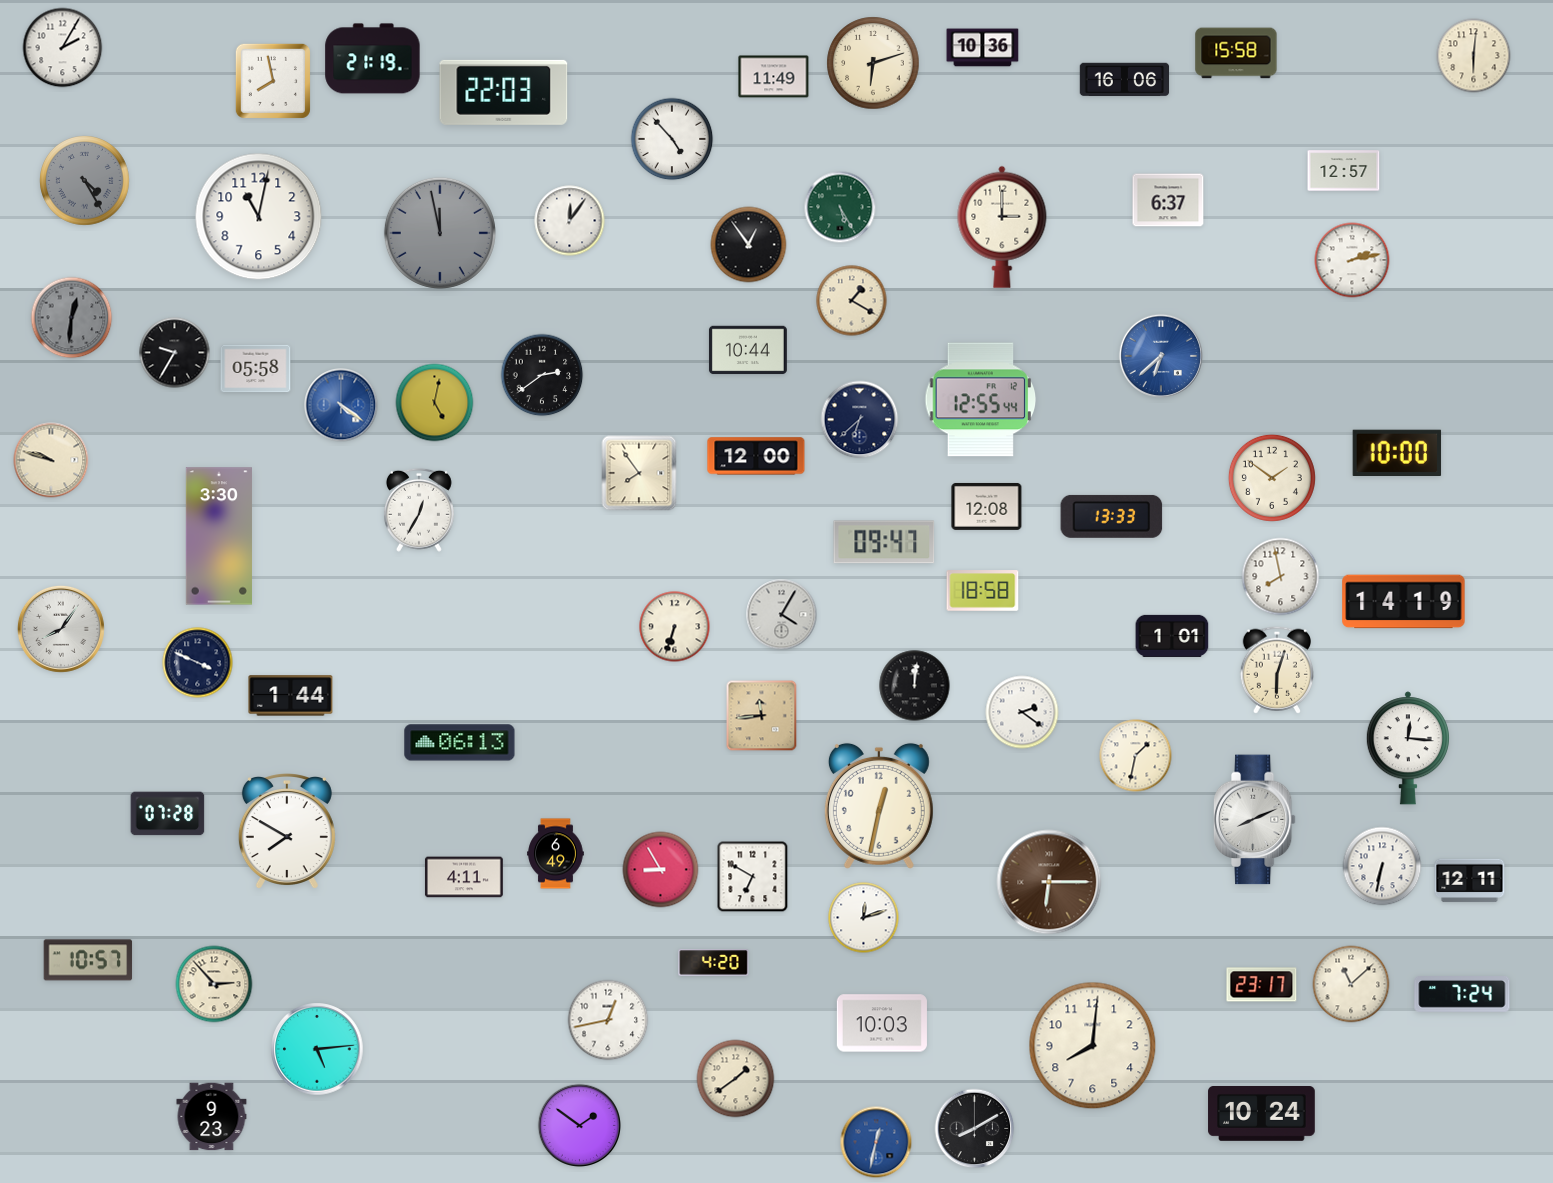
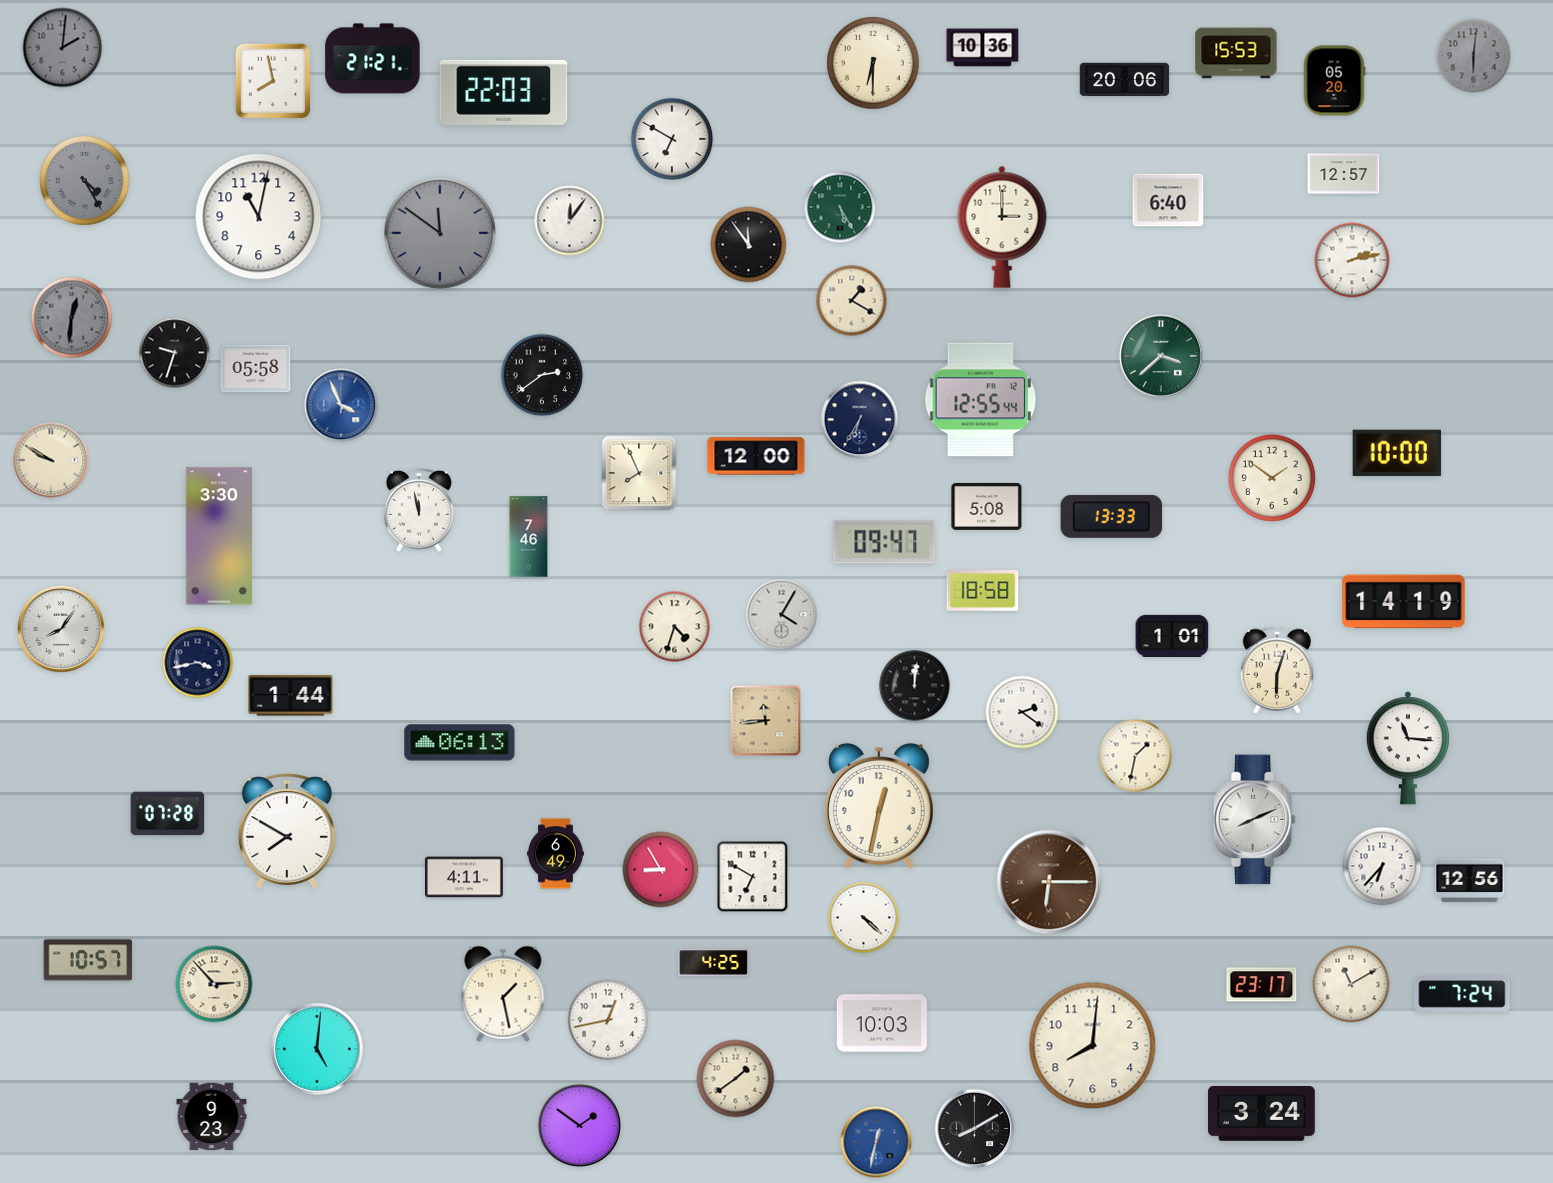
clock at (63, 48): 2:05 -> 2:01
clock at (63, 48) dial: white -> grey
clock at (1236, 53): 15:58 -> 15:53
clock at (1474, 56) dial: cream -> grey
clock at (373, 59): 21:19 -> 21:21
clock at (873, 63): 6:12 -> 6:30
clock at (774, 77): 11:49 -> none
clock at (1125, 80): 16:06 -> 20:06
clock at (1334, 81): none -> 05:20
clock at (672, 139): 4:53 -> 6:50
clock at (1344, 171) position: (1344, 171) -> (1344, 174)
clock at (1168, 200): 6:37 -> 6:40
clock at (440, 233): 11:58 -> 11:51
clock at (749, 245): 12:54 -> 11:54
clock at (748, 350): 10:44 -> none
clock at (175, 353): 9:35 -> 9:33
clock at (1160, 355): 6:38 -> 3:38
clock at (1160, 355) dial: blue -> green
clock at (435, 403): 5:02 -> none
clock at (341, 405): 4:21 -> 3:56
clock at (860, 420): 6:38 -> 6:35
clock at (51, 460): 9:48 -> 9:50
clock at (639, 473): 7:54 -> 7:56
clock at (987, 506): 12:08 -> 5:08
clock at (419, 510): 12:35 -> 11:58
clock at (529, 537): none -> 7:46
clock at (1281, 577): 7:58 -> none
clock at (675, 627): 6:33 -> 4:33
clock at (198, 663): 3:49 -> 3:43
clock at (762, 716) position: (762, 716) -> (766, 721)
clock at (1408, 748): 12:16 -> 11:16
clock at (1382, 866): 6:32 -> 6:37
clock at (1470, 881): 12:11 -> 12:56
clock at (864, 918): 12:12 -> 4:22
clock at (714, 963): 4:20 -> 4:25
clock at (1351, 984): 11:08 -> 11:10
clock at (503, 994): none -> 1:28
clock at (317, 1049): 5:14 -> 5:01
clock at (1262, 1114): 10:24 -> 3:24
